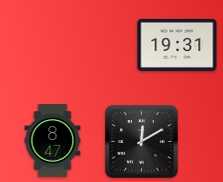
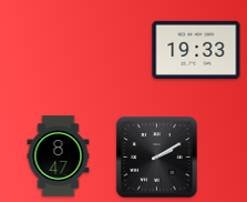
clock at (177, 45): 19:31 -> 19:33
clock at (142, 142): 12:10 -> 2:10
